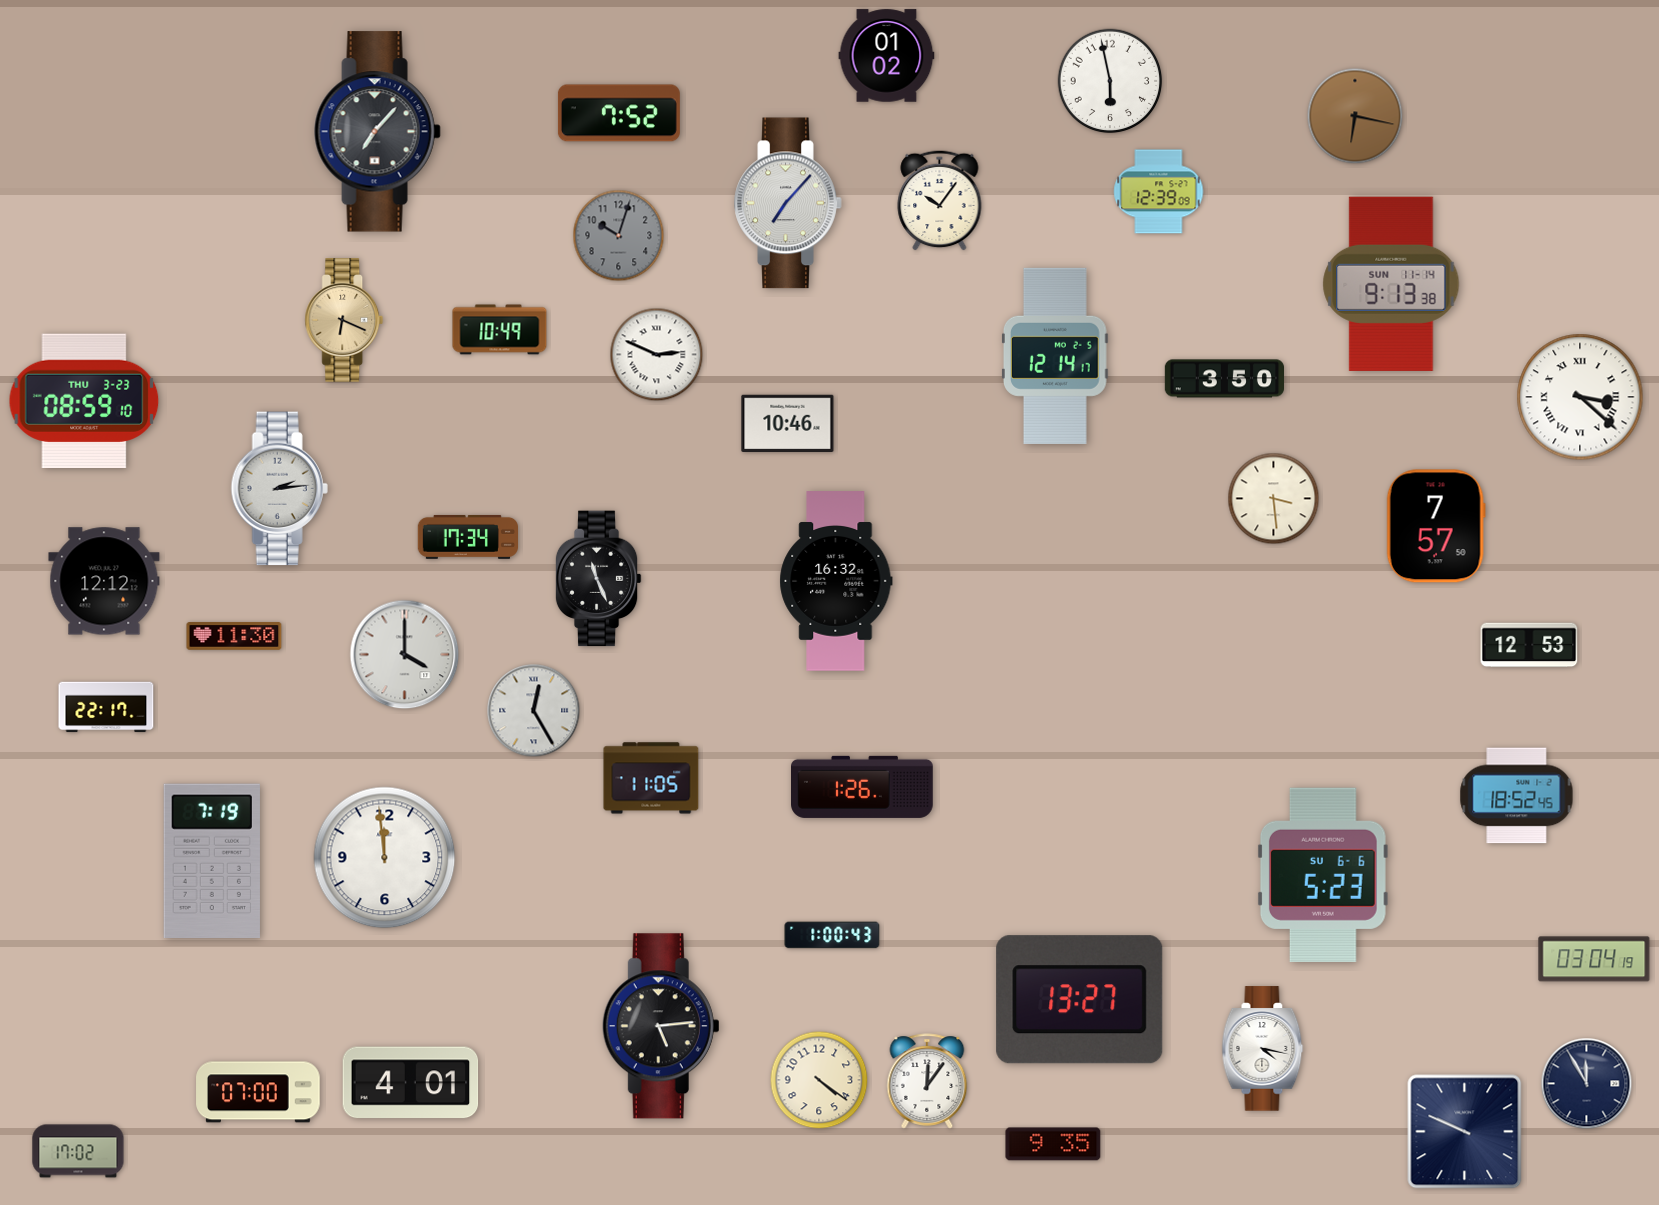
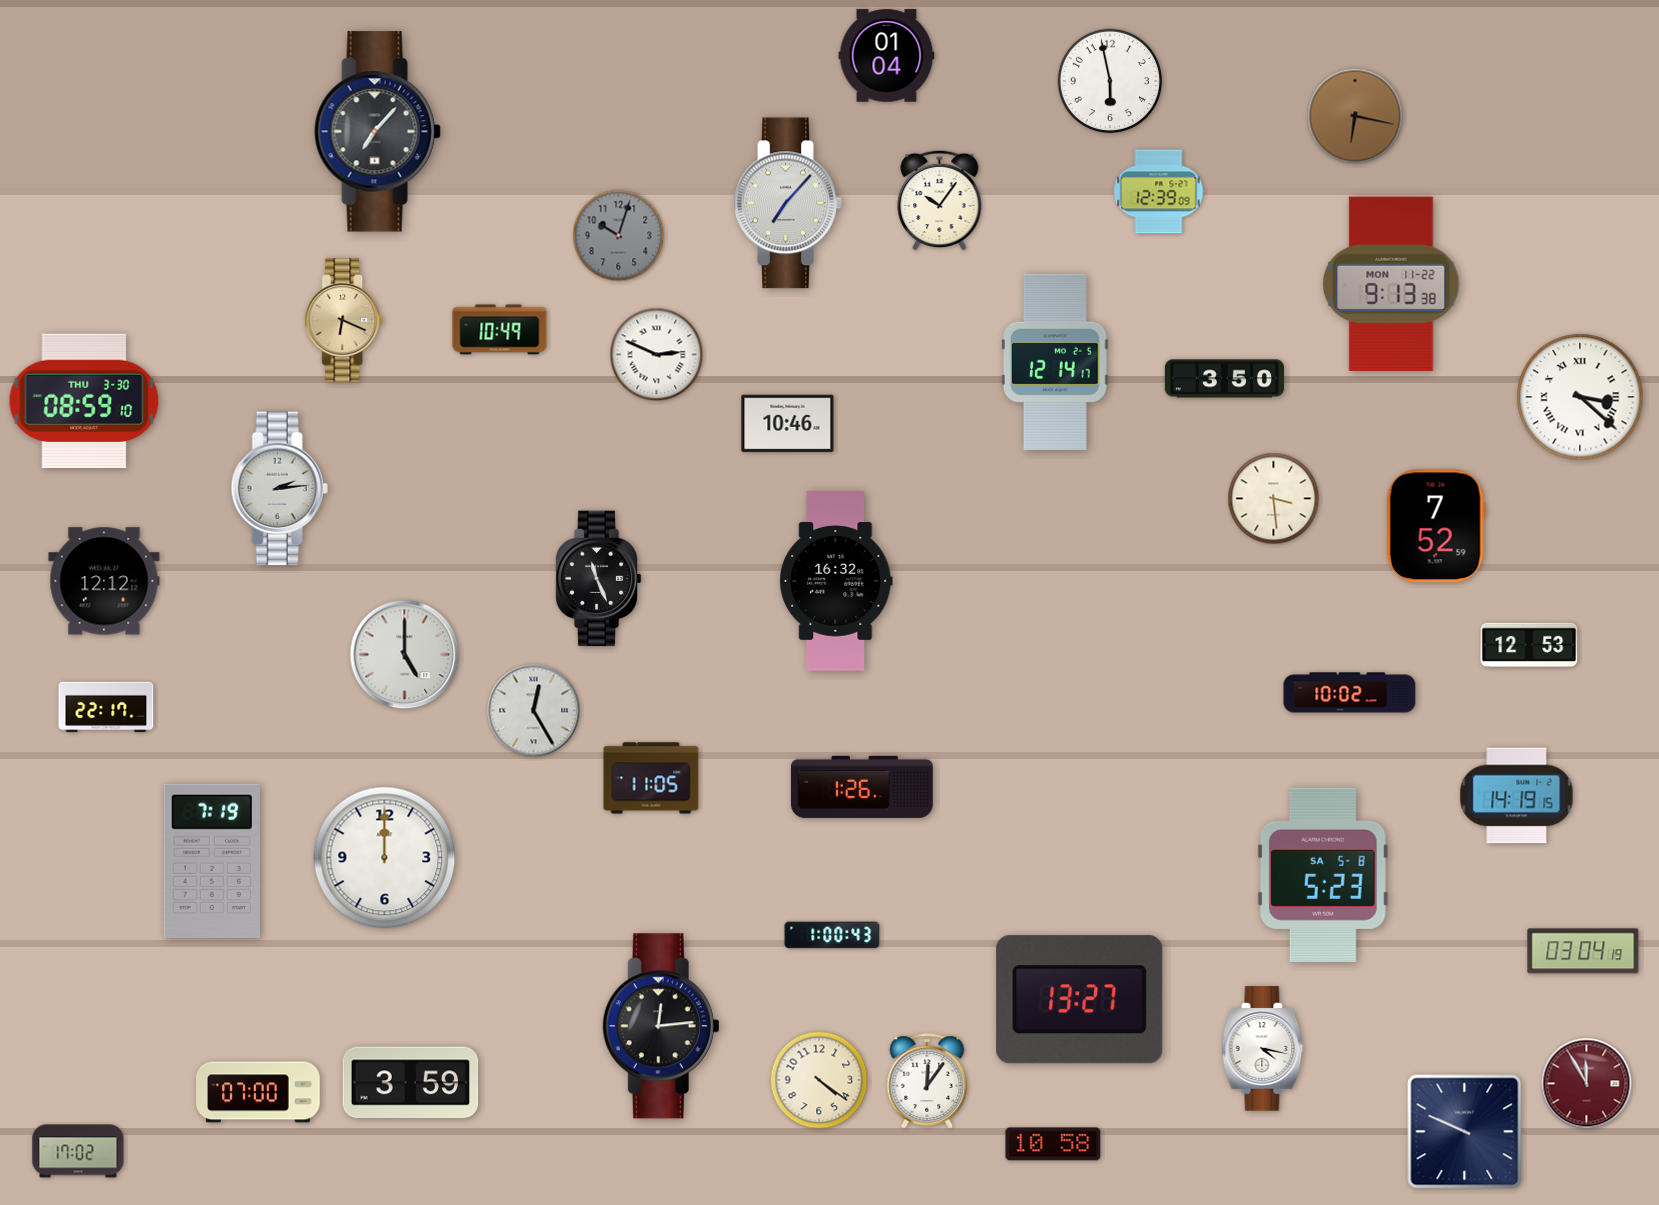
clock at (887, 56): 01:02 -> 01:04
clock at (619, 113): 7:52 -> none
clock at (1391, 284) date: SUN 11-14 -> MON 11-22
clock at (1056, 356) position: (1056, 356) -> (1056, 362)
clock at (84, 401) date: THU 3-23 -> THU 3-30
clock at (1436, 526): 7:57 -> 7:52
clock at (467, 537): 17:34 -> none
clock at (234, 636): 11:30 -> none
clock at (405, 655): 4:00 -> 5:00
clock at (1350, 693): none -> 10:02
clock at (1517, 796): 18:52 -> 14:19
clock at (385, 858): 11:59 -> 12:00
clock at (1323, 875) date: SU 6-6 -> SA 5-8
clock at (1594, 959) position: (1594, 959) -> (1583, 951)
clock at (661, 1026): 5:14 -> 12:14
clock at (411, 1083): 4:01 -> 3:59
clock at (1587, 1084) dial: navy -> burgundy
clock at (1053, 1144): 9:35 -> 10:58
